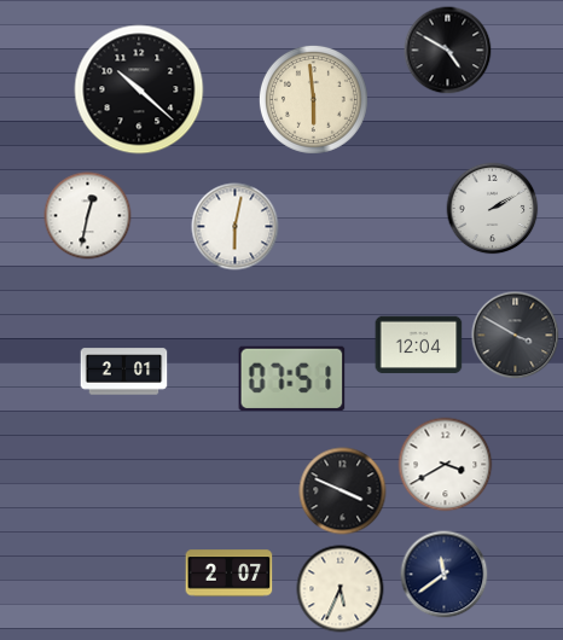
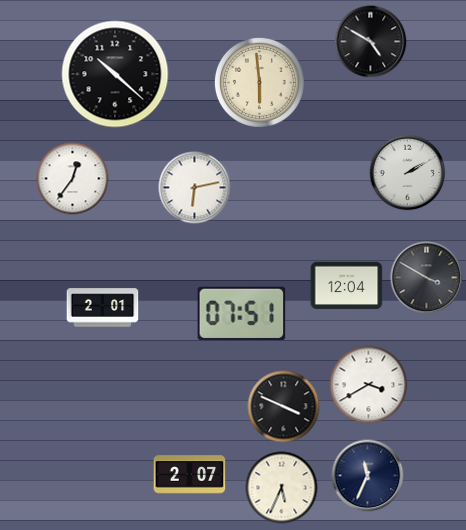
clock at (88, 216): 12:32 -> 12:36
clock at (236, 227): 6:02 -> 6:13
clock at (445, 575): 11:39 -> 11:34
